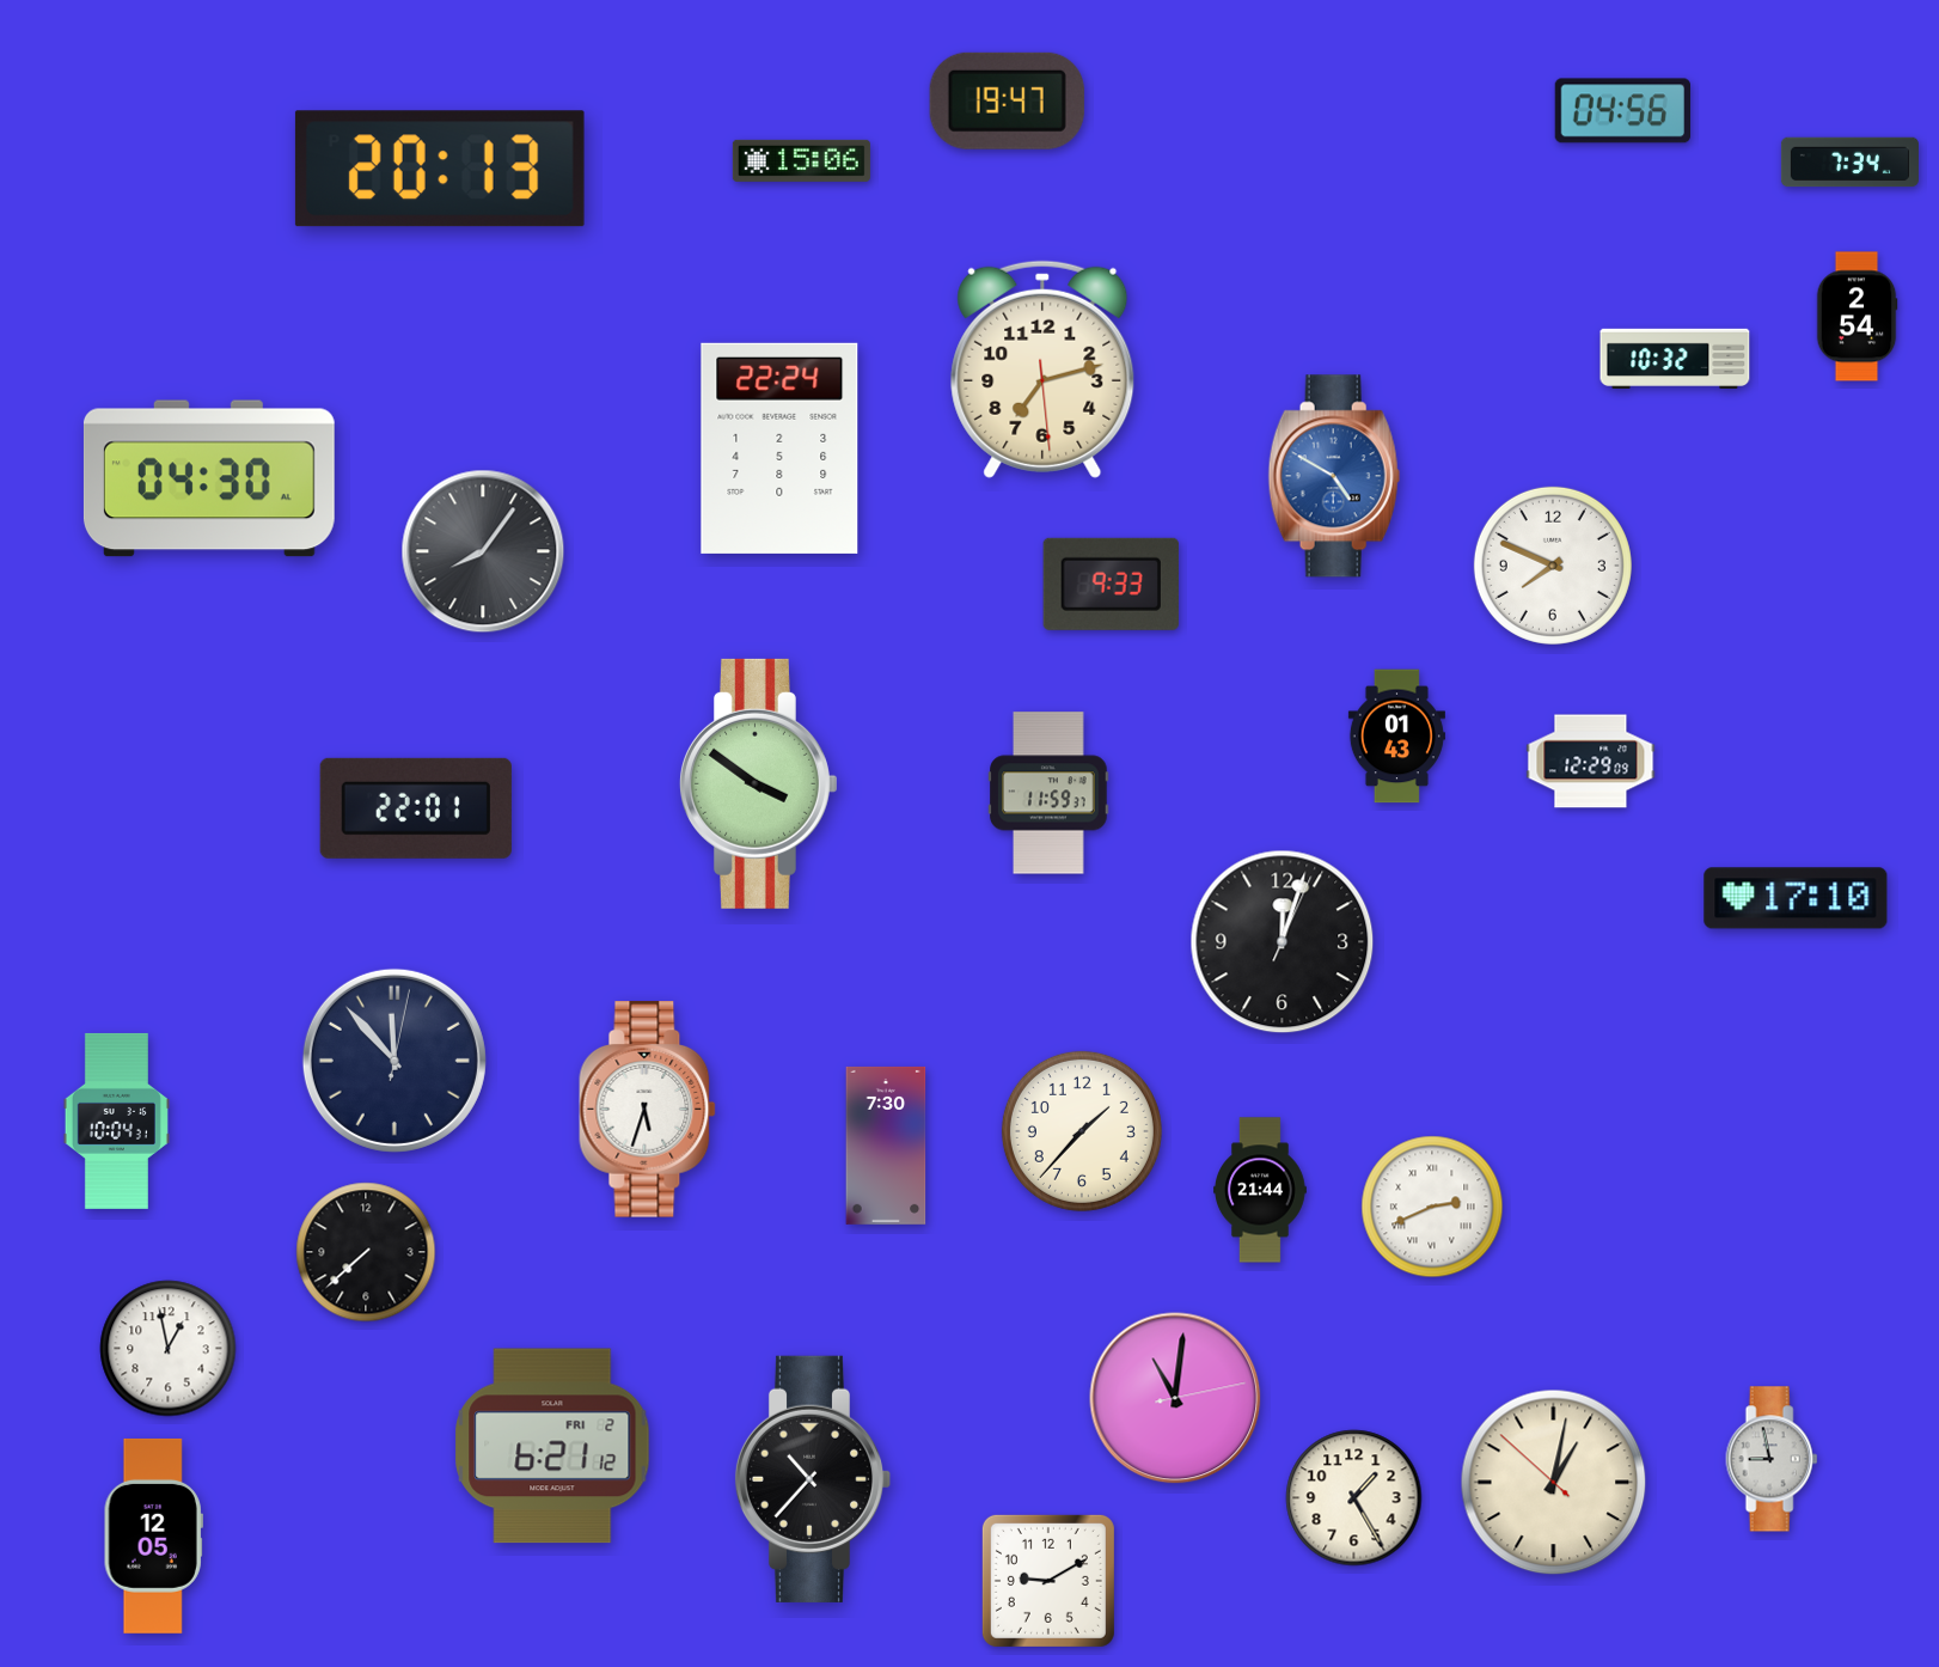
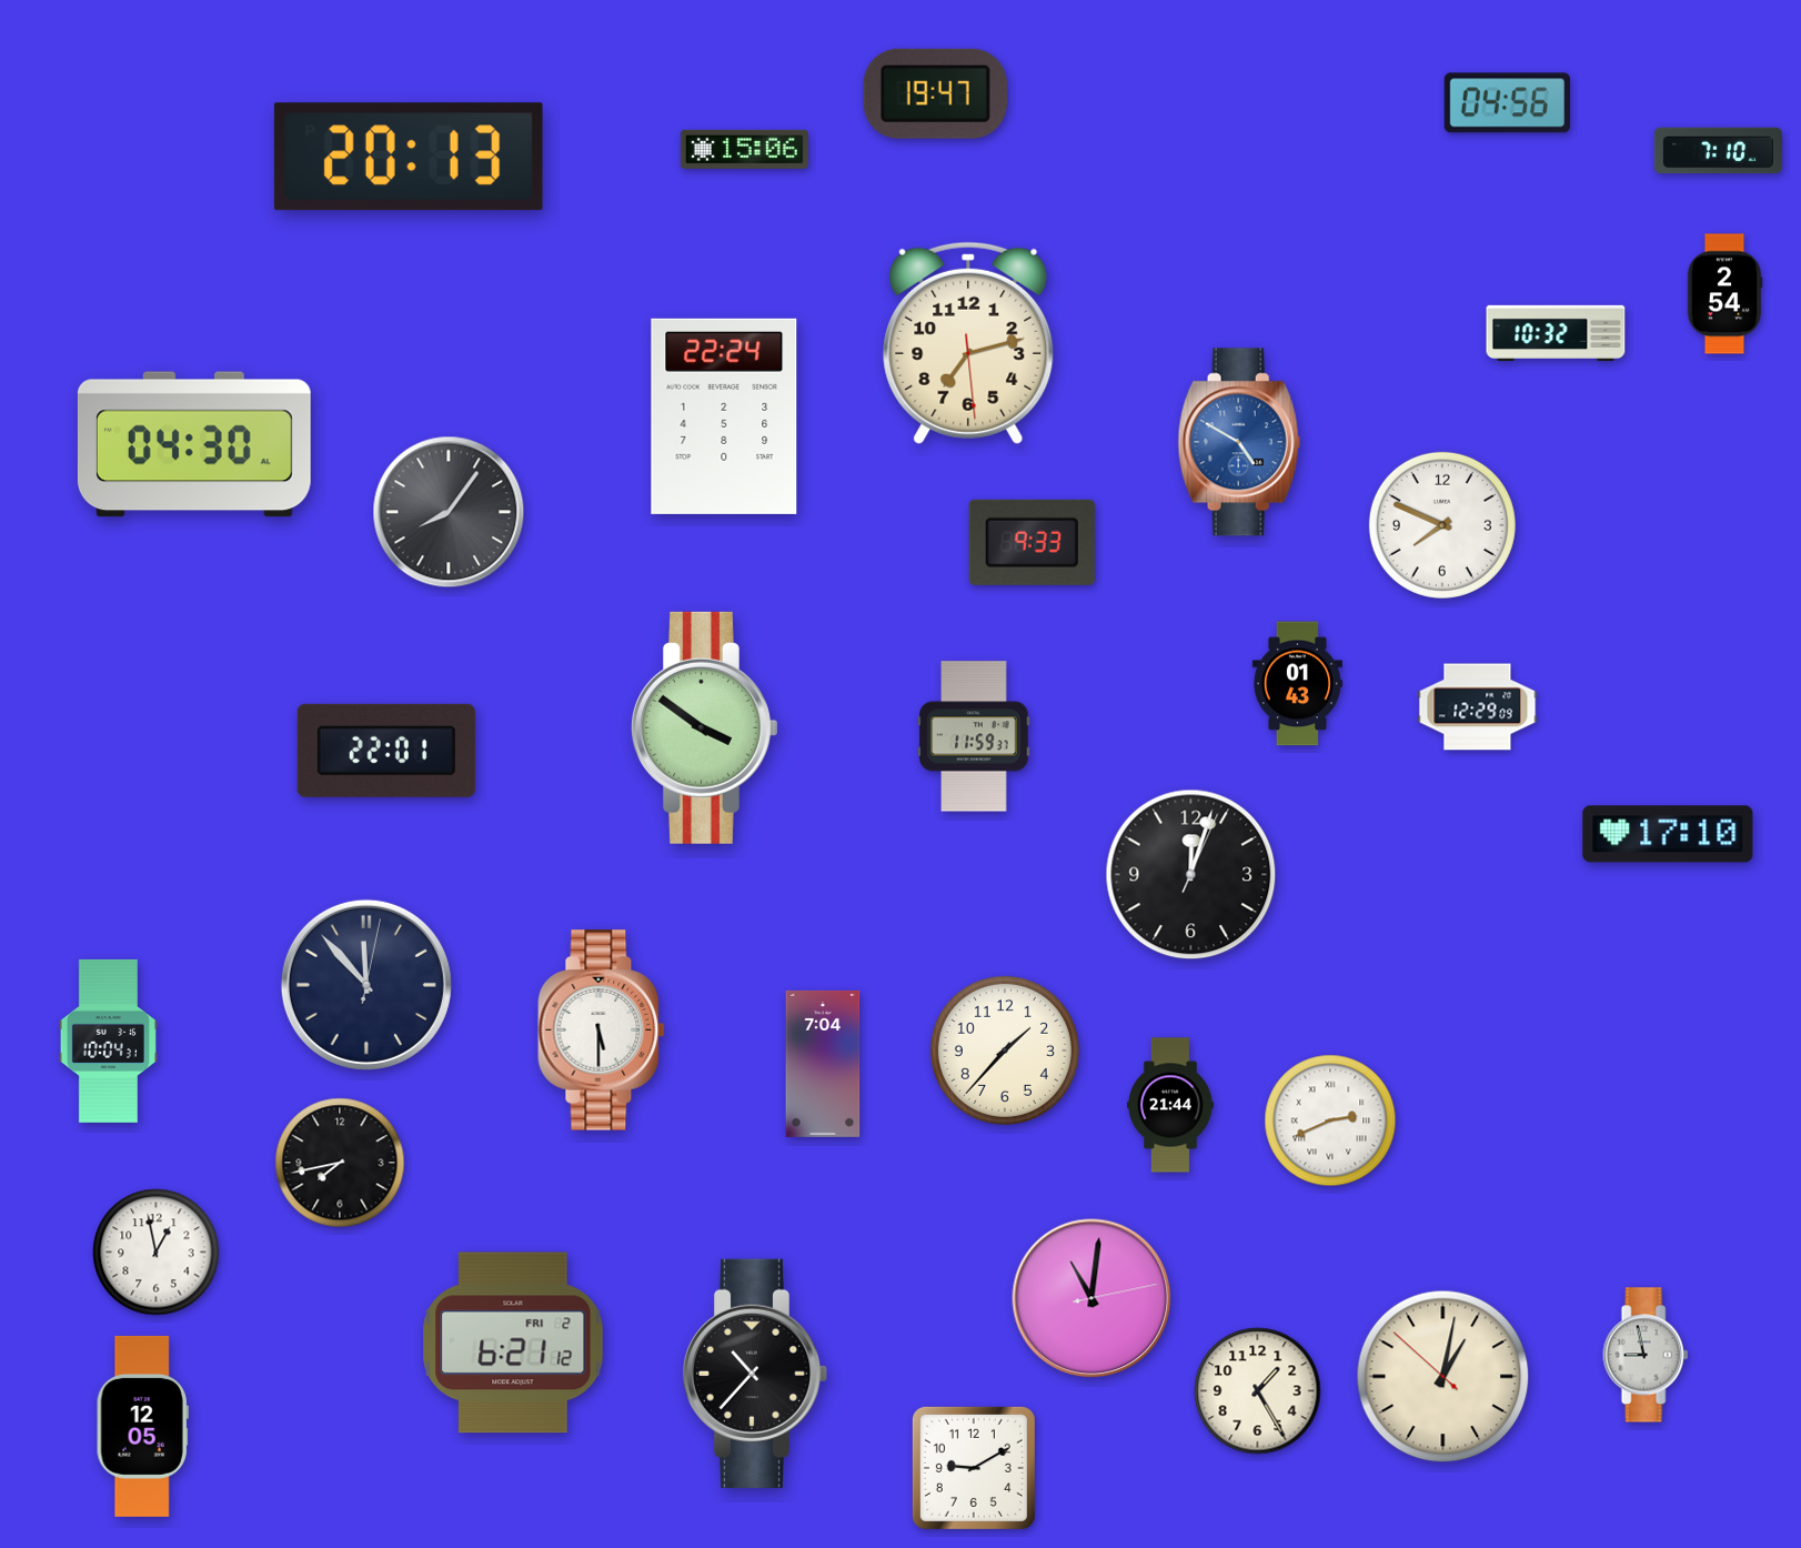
clock at (1849, 163): 7:34 -> 7:10
clock at (648, 1110): 5:33 -> 5:30
clock at (886, 1146): 7:30 -> 7:04
clock at (366, 1252): 7:38 -> 7:43
